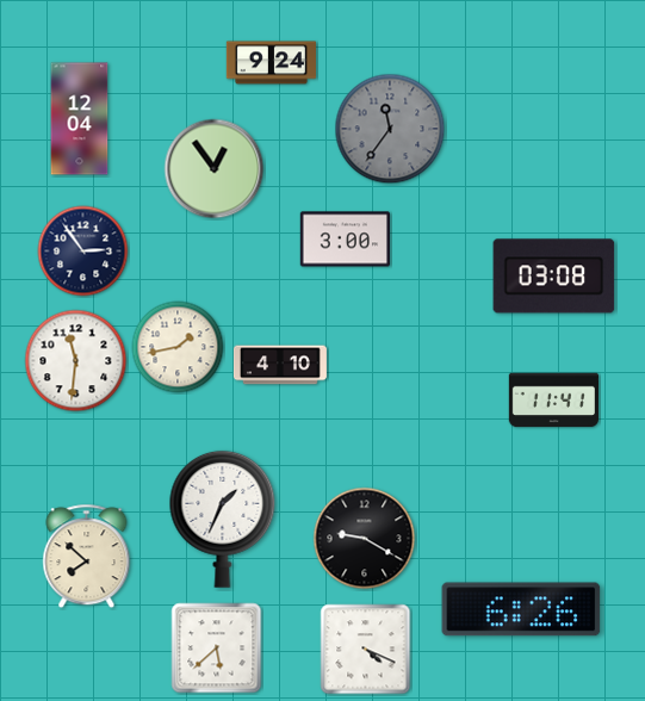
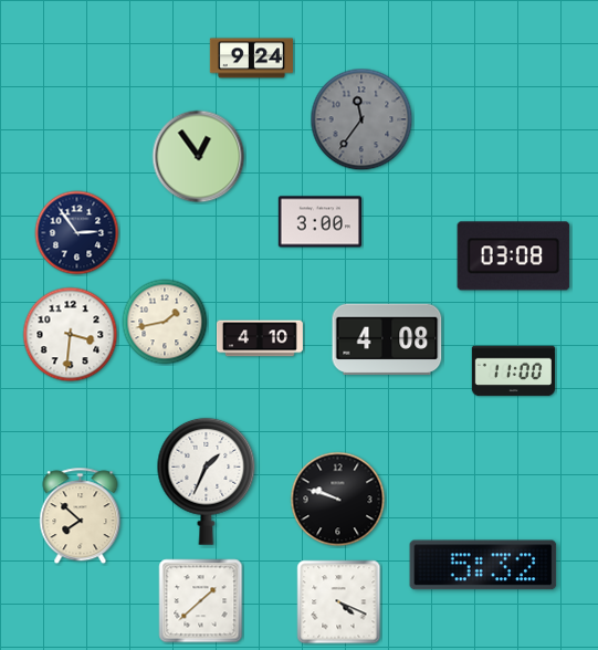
clock at (80, 119): 12:04 -> none
clock at (76, 361): 11:31 -> 3:31
clock at (387, 338): none -> 4:08
clock at (553, 401): 11:41 -> 11:00
clock at (365, 539): 9:20 -> 9:48
clock at (521, 609): 6:26 -> 5:32
clock at (217, 649): 5:38 -> 1:38
